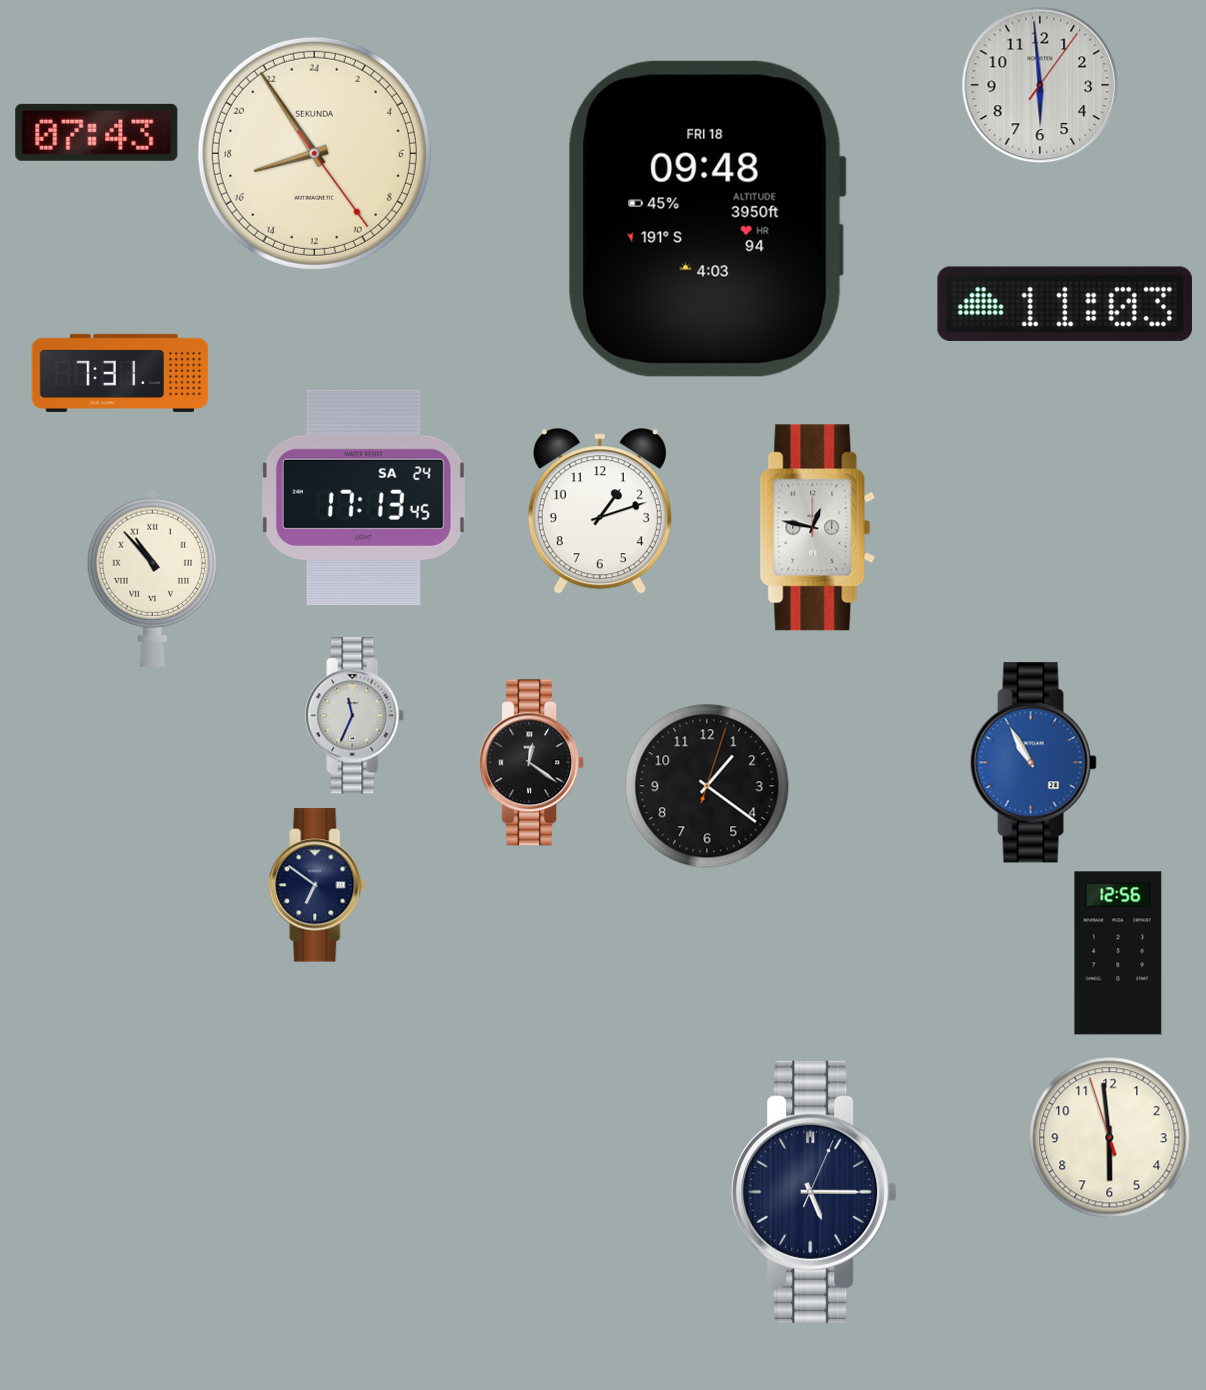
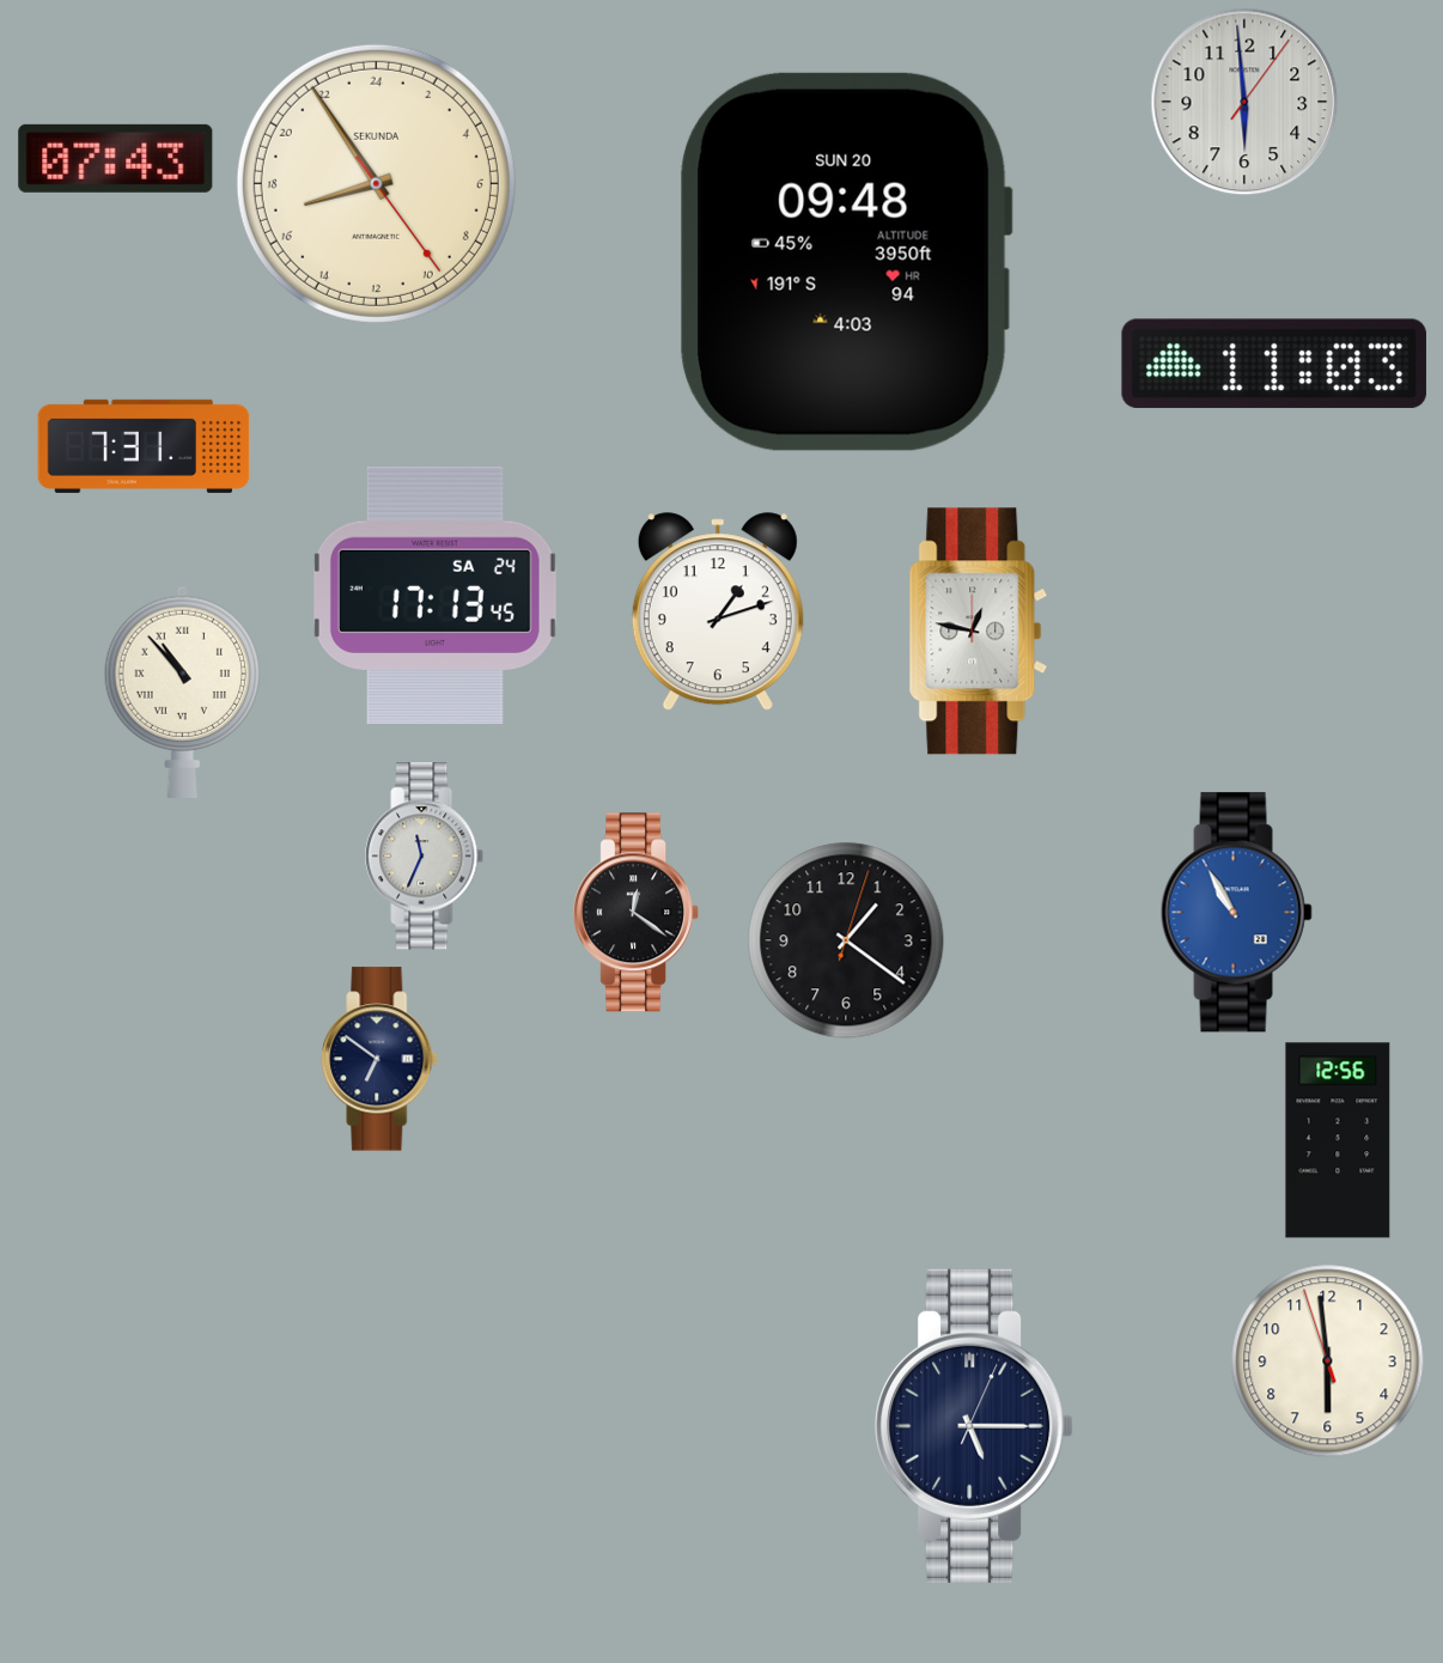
clock at (707, 219) date: FRI 18 -> SUN 20
